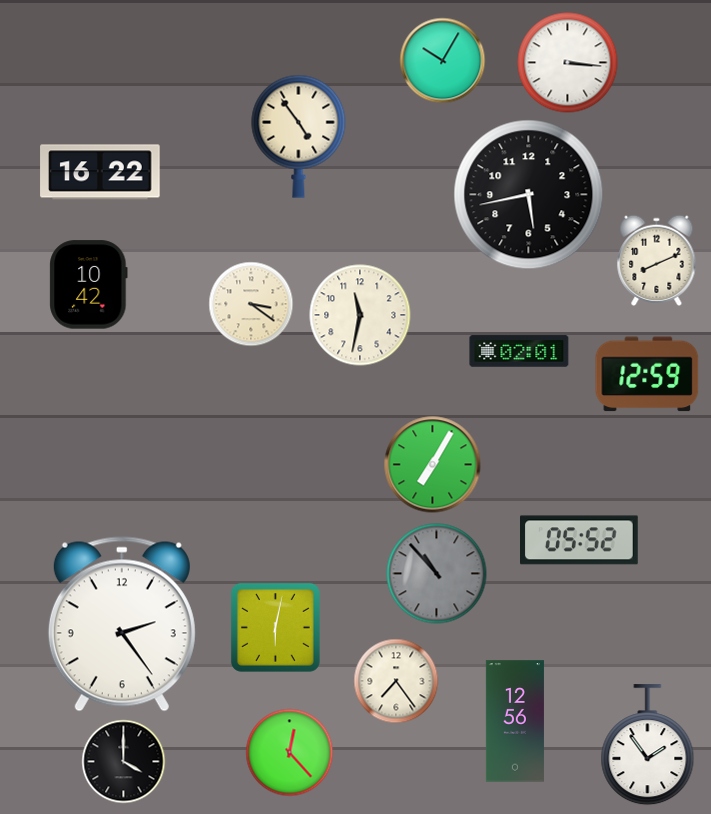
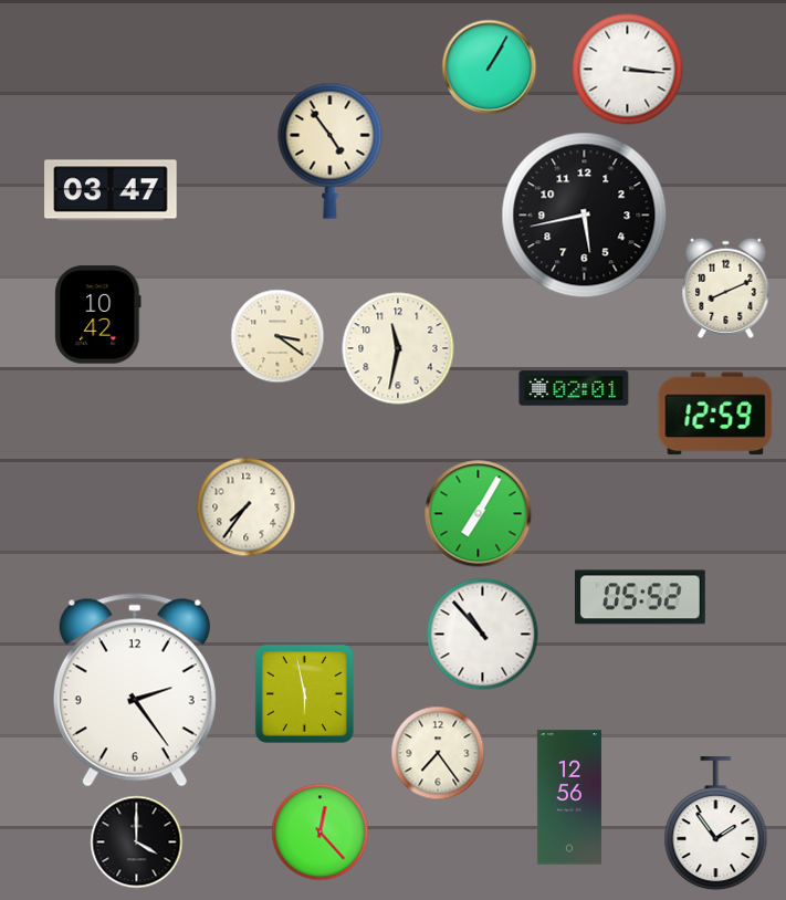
clock at (443, 61): 10:05 -> 1:05
clock at (100, 172): 16:22 -> 03:47
clock at (247, 507): none -> 7:36
clock at (437, 574) dial: grey -> white
clock at (275, 627): 6:02 -> 5:58
